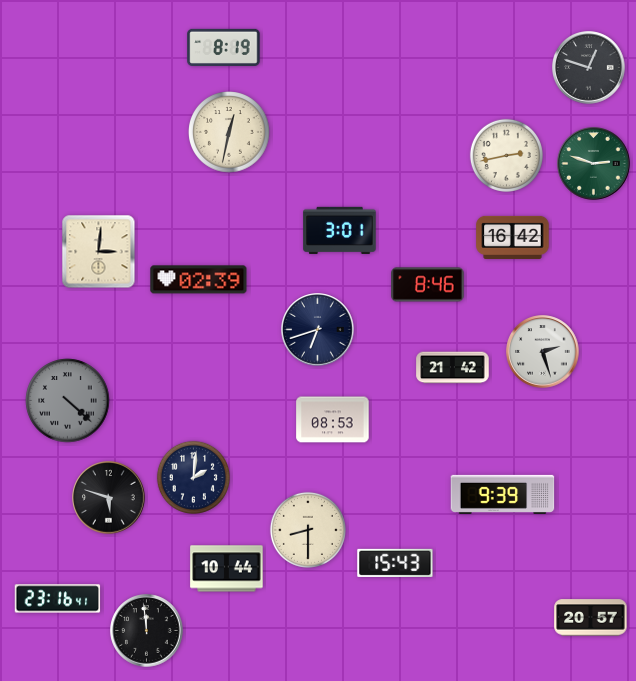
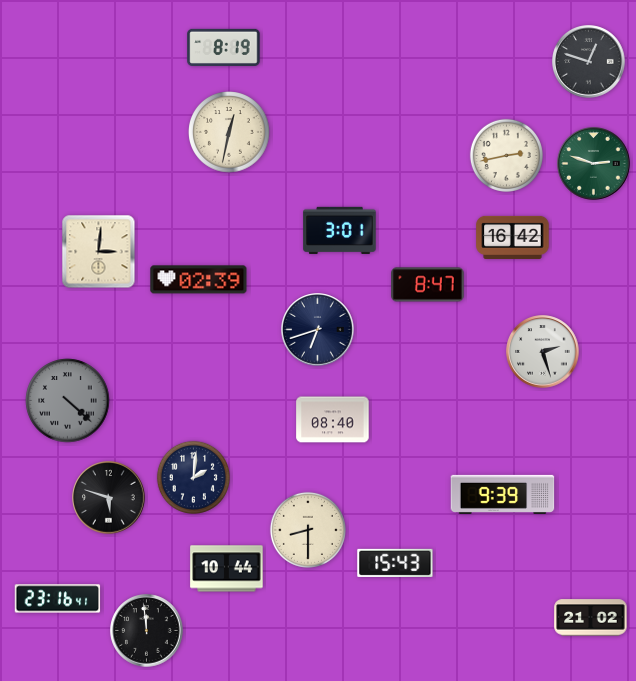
clock at (589, 68) position: (589, 68) -> (589, 62)
clock at (428, 285): 8:46 -> 8:47
clock at (453, 368): 21:42 -> none
clock at (333, 420): 08:53 -> 08:40
clock at (591, 618): 20:57 -> 21:02
